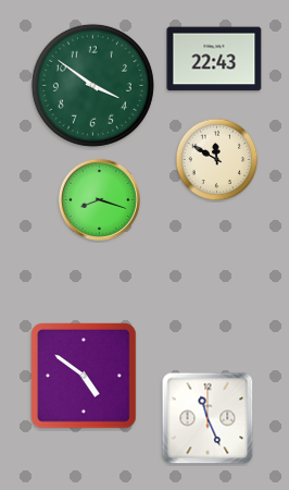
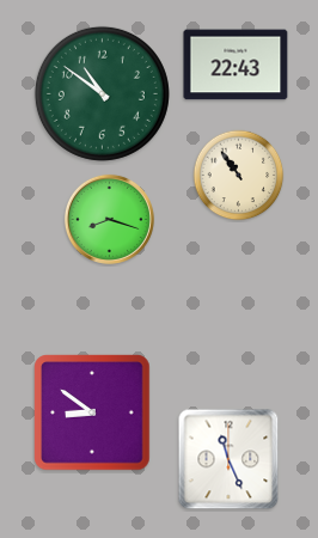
clock at (92, 85): 3:51 -> 10:51
clock at (217, 160): 11:50 -> 10:54
clock at (84, 376): 4:51 -> 8:51
